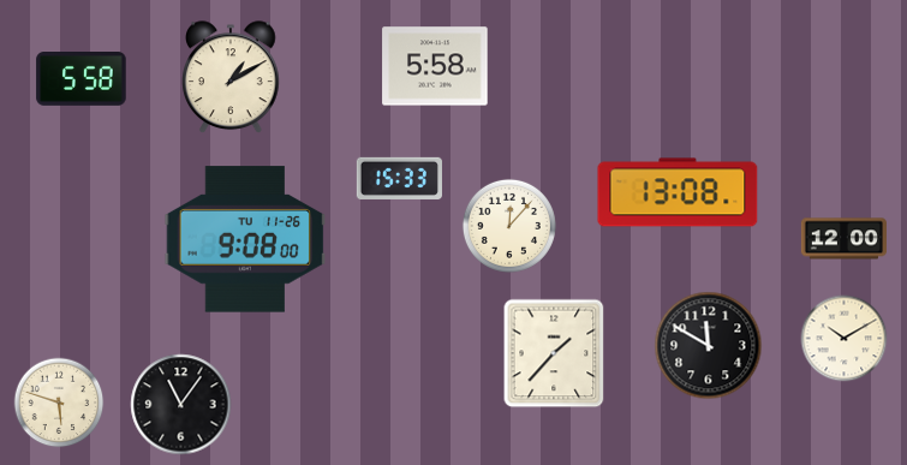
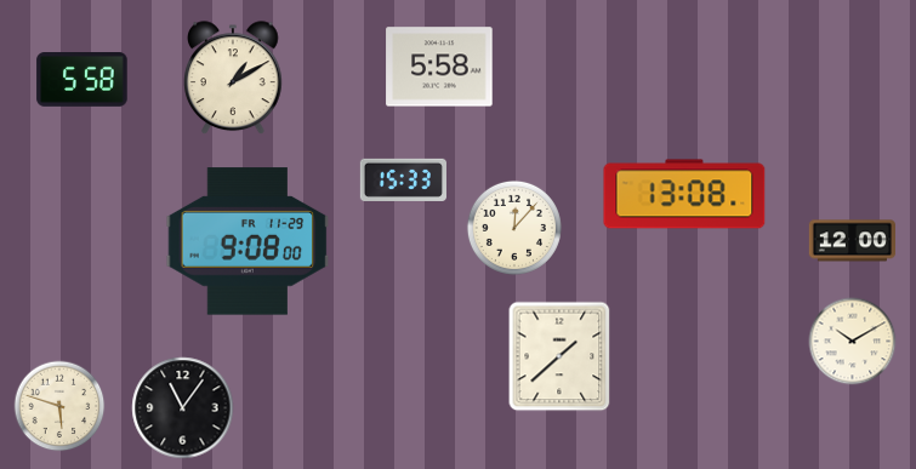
clock at (245, 239) date: TU 11-26 -> FR 11-29
clock at (709, 346): 11:50 -> none
clock at (554, 353): 1:37 -> 1:38
